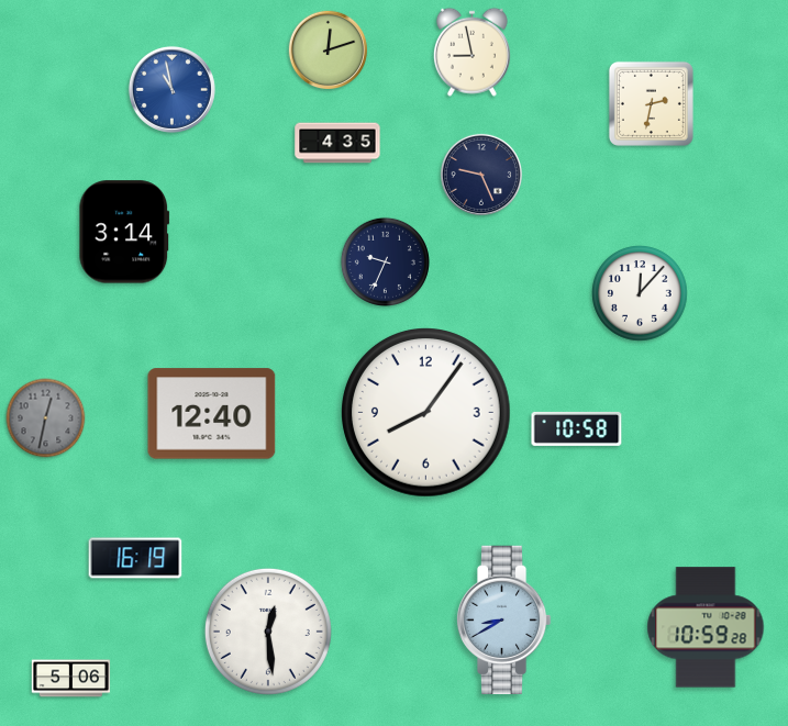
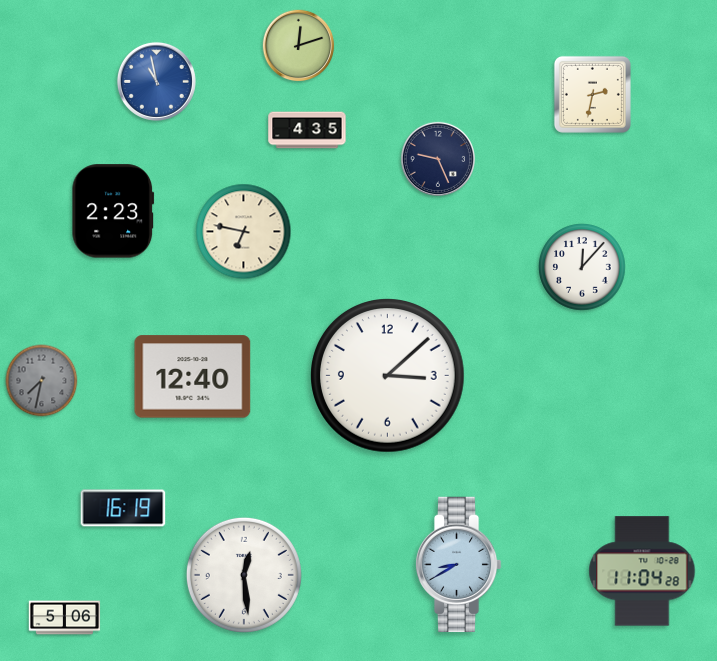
clock at (471, 52): 8:58 -> none
clock at (124, 232): 3:14 -> 2:23
clock at (244, 232): none -> 6:47
clock at (385, 261): 9:34 -> none
clock at (426, 413): 8:06 -> 3:08
clock at (46, 418): 12:32 -> 7:32
clock at (577, 428): 10:58 -> none
clock at (706, 627): 10:59 -> 11:04
